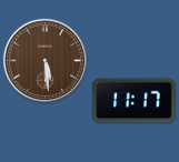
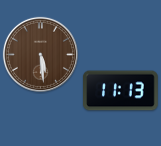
clock at (135, 101): 11:17 -> 11:13
